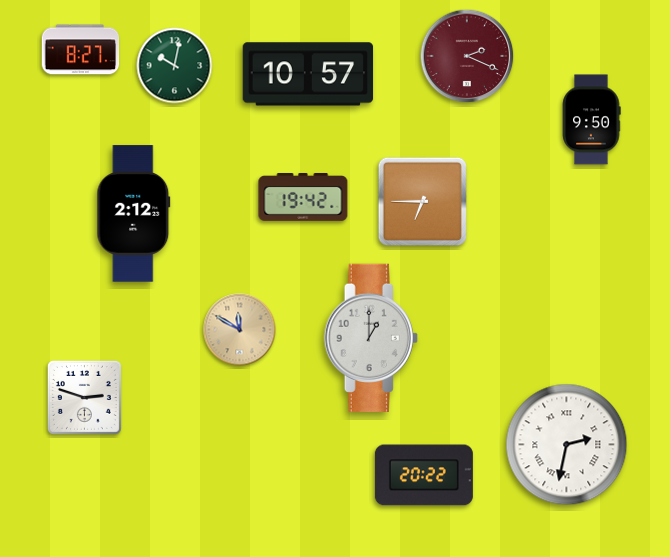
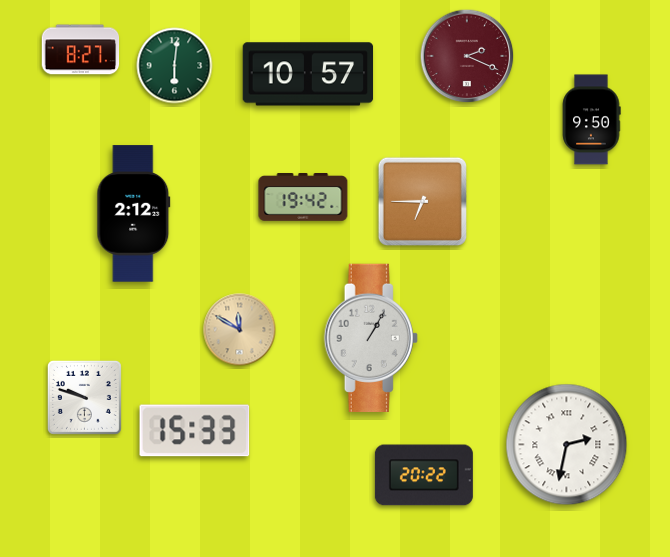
clock at (175, 66): 10:02 -> 6:01
clock at (371, 337): 1:00 -> 1:05
clock at (84, 397): 2:48 -> 9:48
clock at (195, 431): none -> 15:33
